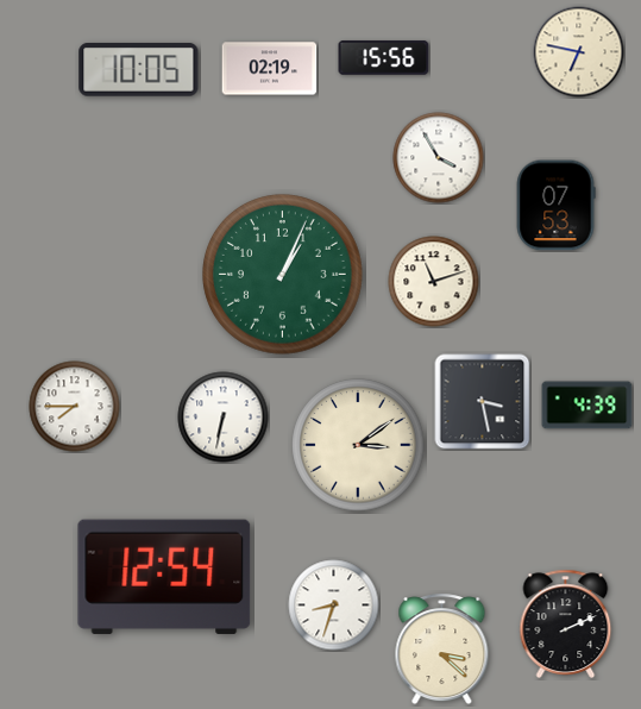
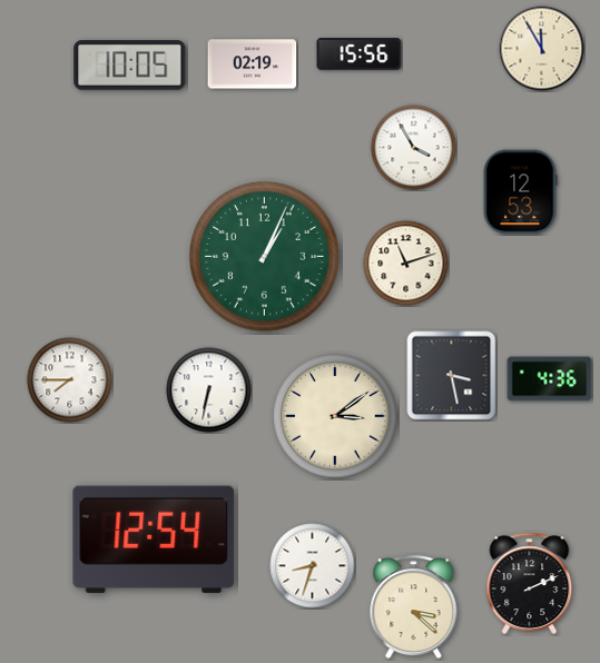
clock at (579, 52): 6:47 -> 11:55
clock at (439, 158) position: (439, 158) -> (414, 148)
clock at (555, 206): 07:53 -> 12:53
clock at (587, 406): 4:39 -> 4:36
